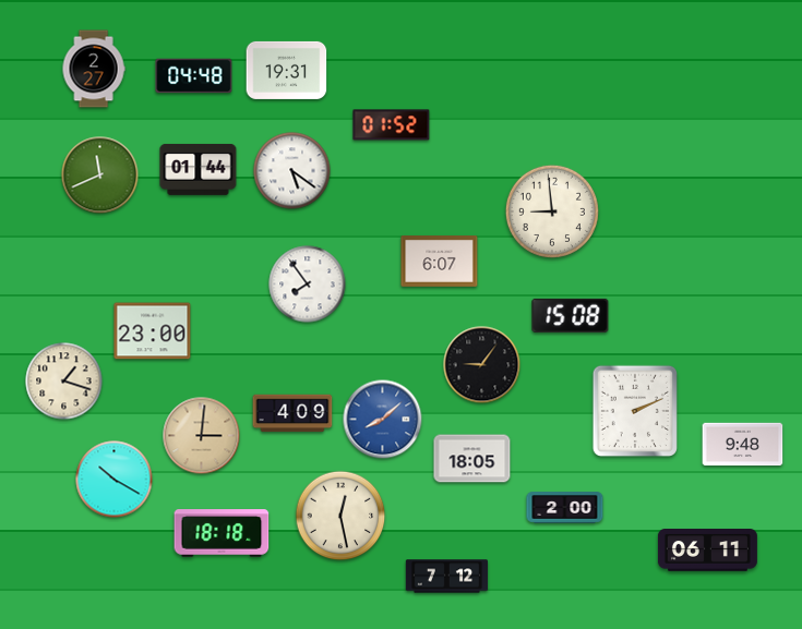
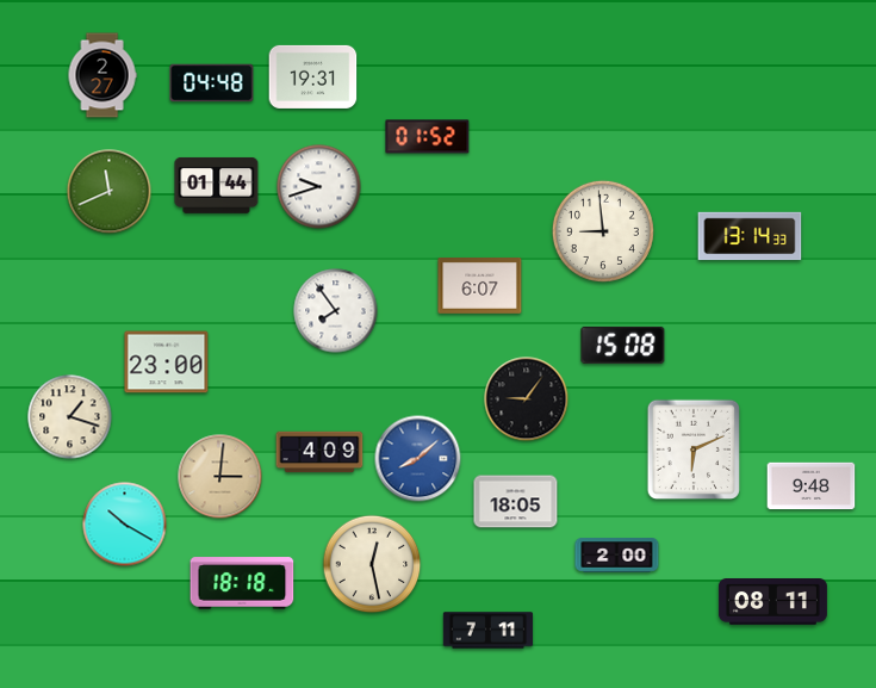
clock at (292, 171): 5:21 -> 9:42
clock at (750, 236): none -> 13:14
clock at (634, 410): 2:11 -> 6:11
clock at (707, 551): 06:11 -> 08:11
clock at (447, 577): 7:12 -> 7:11
